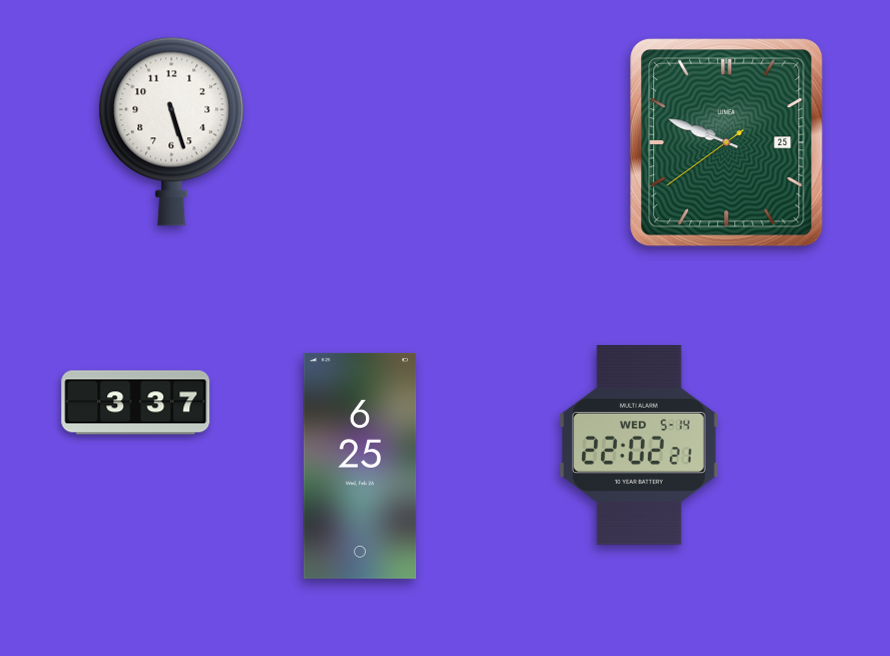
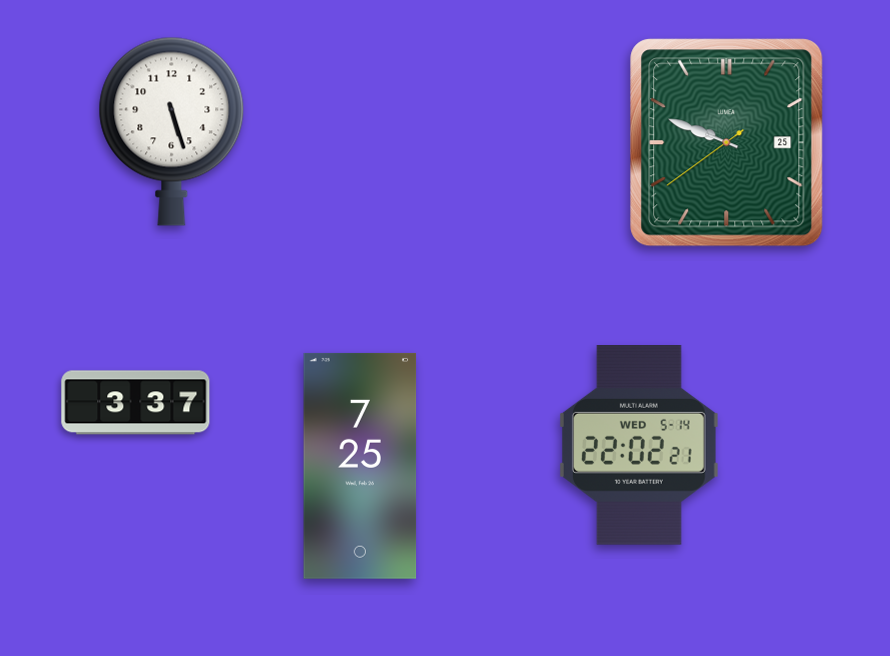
clock at (360, 466): 6:25 -> 7:25
